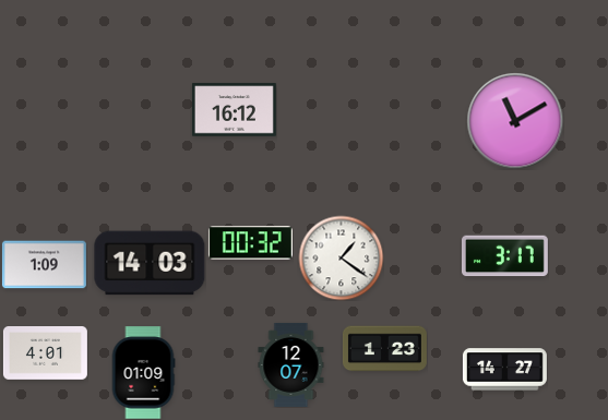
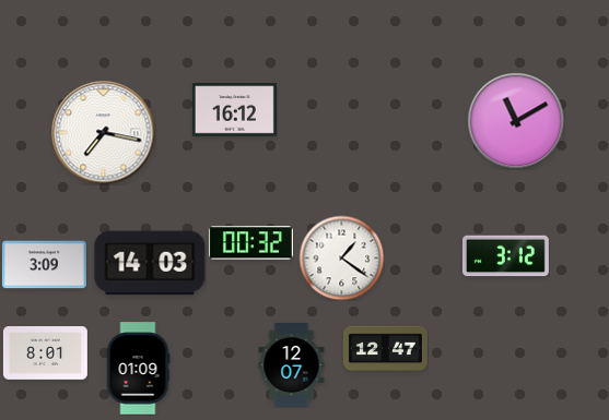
clock at (103, 132): none -> 7:17
clock at (504, 256): 3:17 -> 3:12
clock at (44, 265): 1:09 -> 3:09
clock at (384, 349): 1:23 -> 12:47
clock at (45, 353): 4:01 -> 8:01
clock at (504, 370): 14:27 -> none
clock at (143, 373) position: (143, 373) -> (138, 369)
